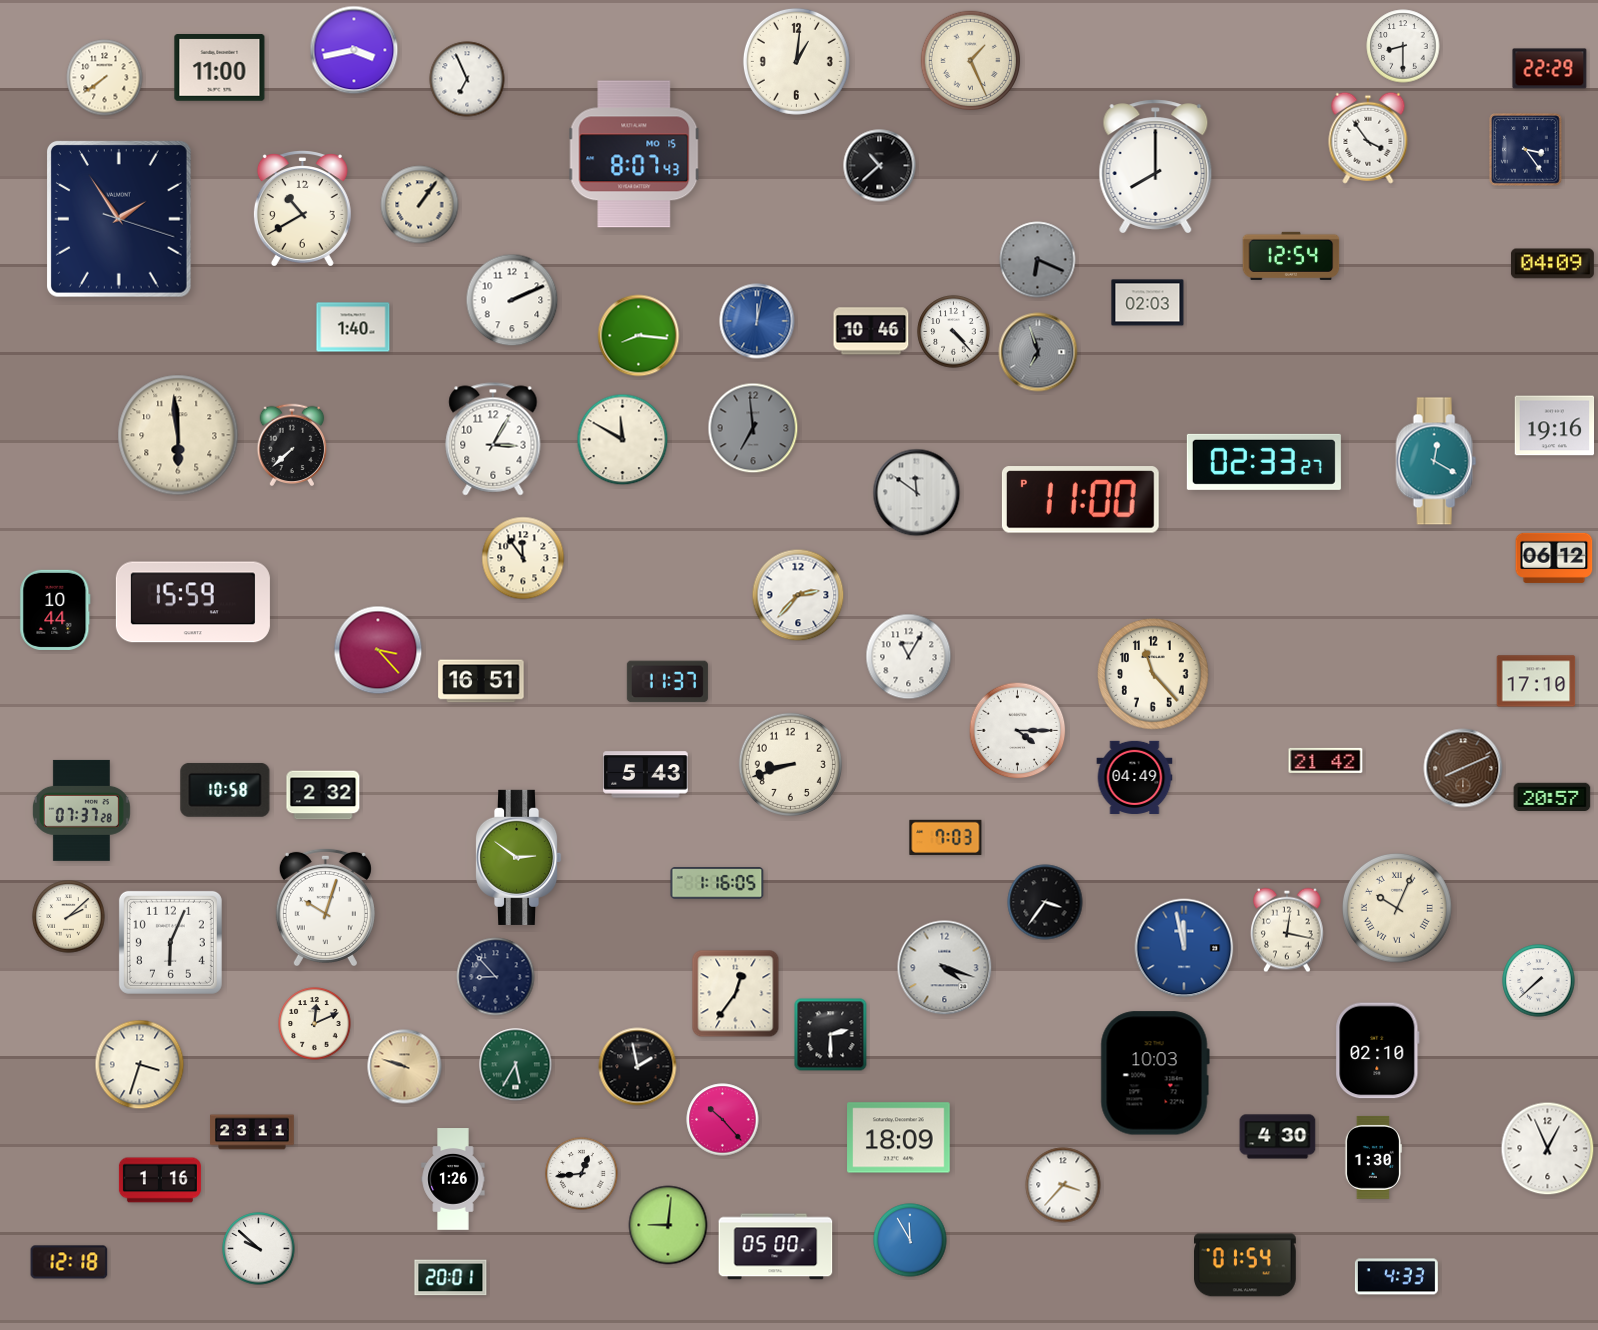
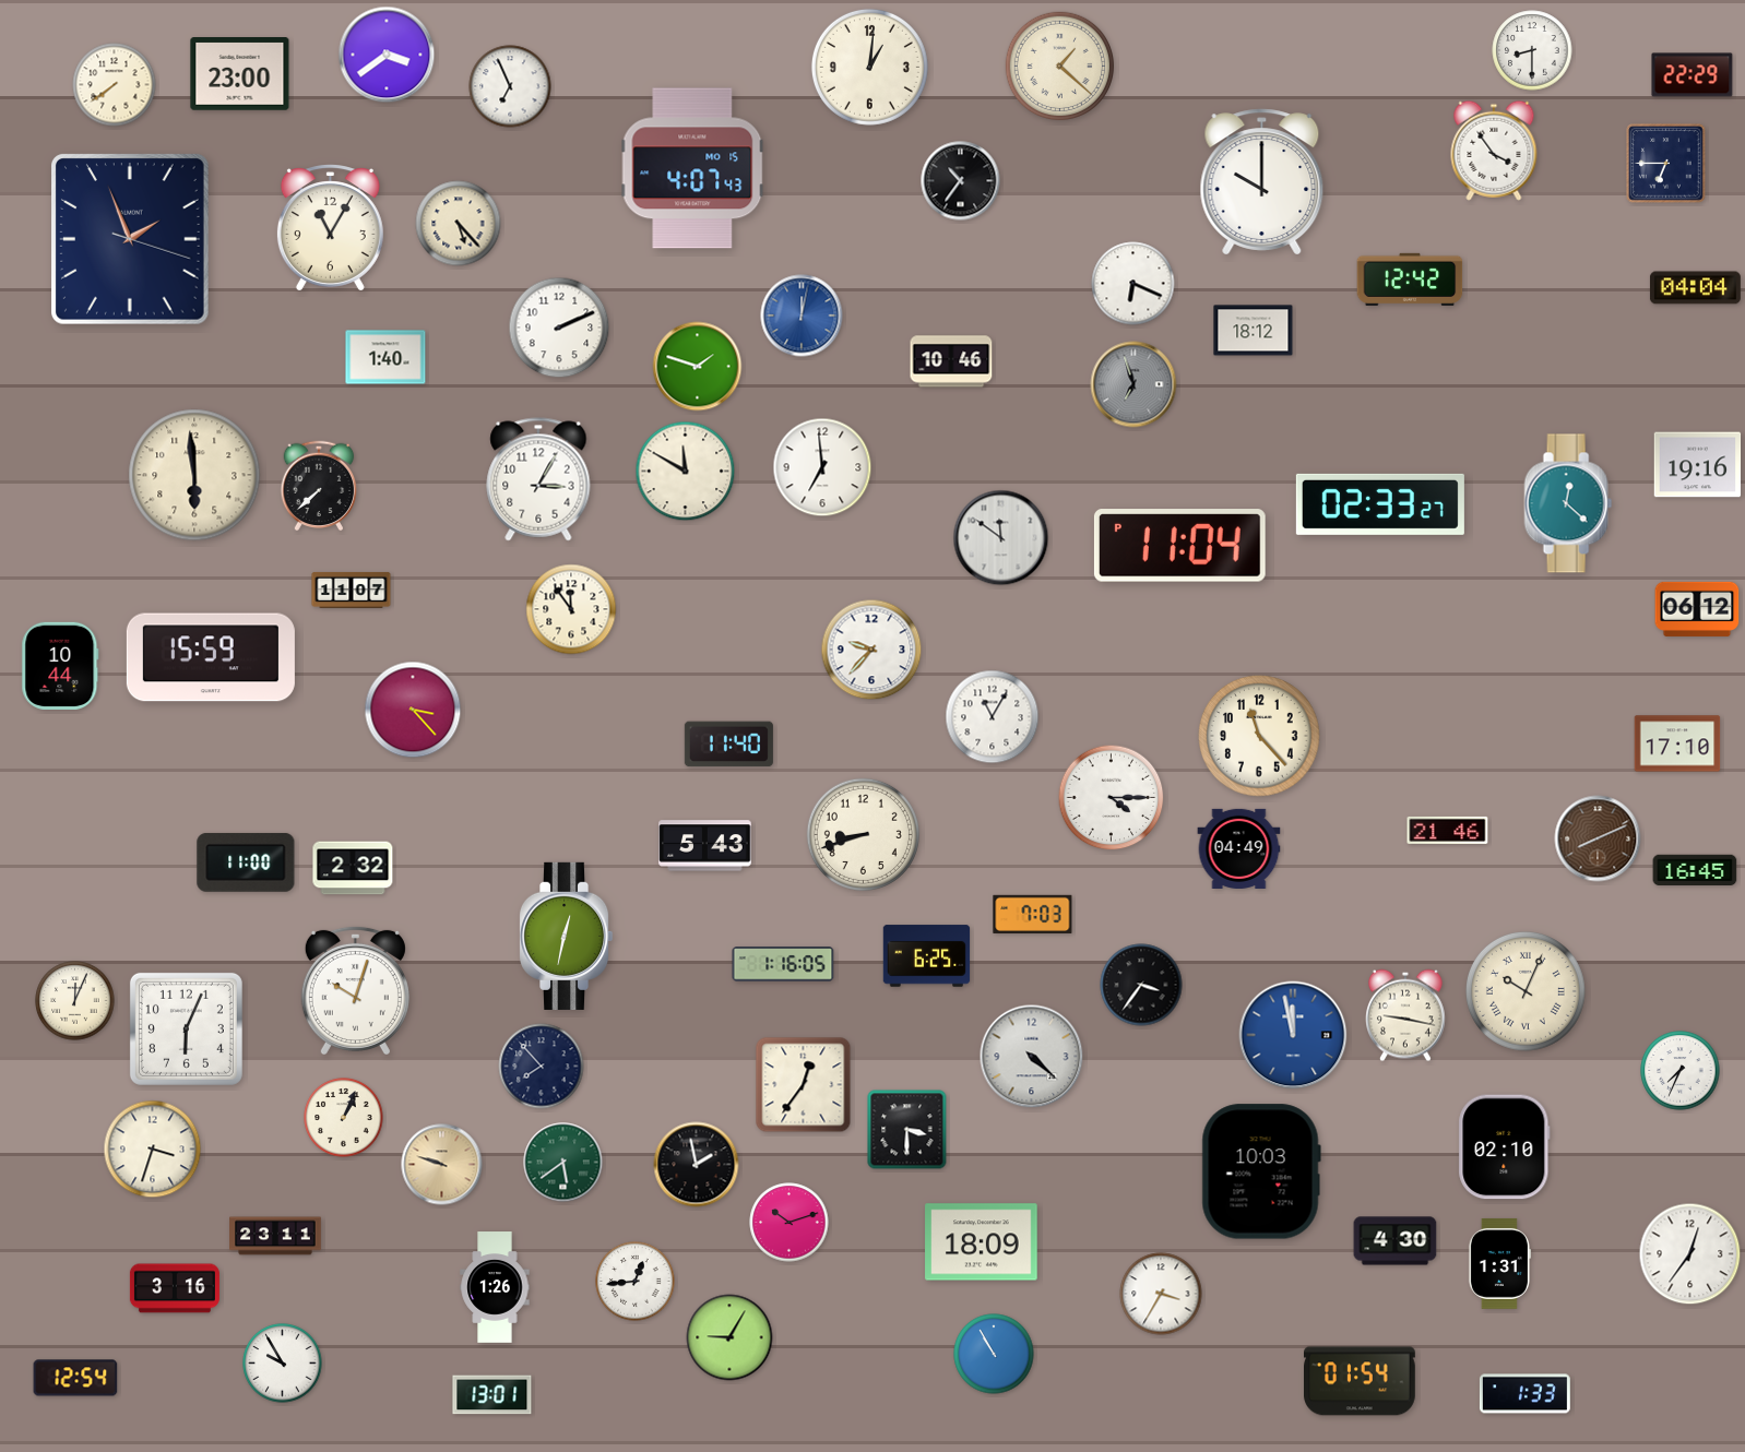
clock at (354, 50): 3:43 -> 3:39
clock at (971, 61): 1:26 -> 1:22
clock at (220, 68): 11:00 -> 23:00
clock at (1526, 150): 3:24 -> 6:45
clock at (634, 154): 8:07 -> 4:07
clock at (880, 166): 10:38 -> 10:36
clock at (1156, 167): 8:00 -> 10:00
clock at (420, 205): 1:06 -> 5:23
clock at (302, 209): 10:40 -> 11:05
clock at (120, 220): 1:54 -> 1:56
clock at (1291, 256): 12:54 -> 12:42
clock at (1038, 260) dial: grey -> white
clock at (1552, 264): 04:09 -> 04:04
clock at (1148, 303): 02:03 -> 18:12
clock at (757, 321) position: (757, 321) -> (802, 316)
clock at (954, 332): 4:23 -> none
clock at (639, 336): 8:16 -> 1:48
clock at (753, 428) dial: grey -> white
clock at (623, 440) position: (623, 440) -> (686, 472)
clock at (1436, 461): 12:20 -> 12:22
clock at (1080, 500): 11:00 -> 11:04
clock at (352, 590): none -> 11:07
clock at (798, 595): 2:37 -> 9:37
clock at (481, 681): 16:51 -> none
clock at (667, 682): 11:37 -> 11:40
clock at (1326, 760): 21:42 -> 21:46
clock at (225, 790): 10:58 -> 11:00
clock at (1552, 797): 20:57 -> 16:45
clock at (81, 810): 07:37 -> none
clock at (518, 857): 2:51 -> 12:32
clock at (927, 956): none -> 6:25
clock at (69, 917): 2:08 -> 12:04
clock at (1288, 930): 12:17 -> 9:17
clock at (945, 968): 4:18 -> 4:22
clock at (496, 977): 8:53 -> 7:53
clock at (1539, 981): 7:38 -> 7:34
clock at (315, 1024): 12:11 -> 1:04
clock at (831, 1035): 2:30 -> 3:30
clock at (140, 1065) position: (140, 1065) -> (153, 1150)
clock at (516, 1065): 5:35 -> 5:39
clock at (723, 1120): 10:23 -> 10:12
clock at (1548, 1149): 12:56 -> 12:36
clock at (1373, 1157): 1:30 -> 1:31
clock at (160, 1180): 1:16 -> 3:16
clock at (1063, 1185): 3:37 -> 3:35
clock at (668, 1225): 9:01 -> 9:05
clock at (910, 1240): 11:55 -> 10:55
clock at (776, 1247): 05:00 -> none
clock at (259, 1249): 9:52 -> 9:55
clock at (69, 1262): 12:18 -> 12:54
clock at (1396, 1277): 4:33 -> 1:33
clock at (451, 1278): 20:01 -> 13:01
